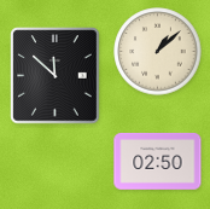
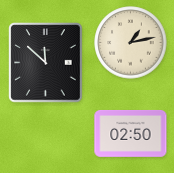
clock at (158, 52): 1:08 -> 1:13
